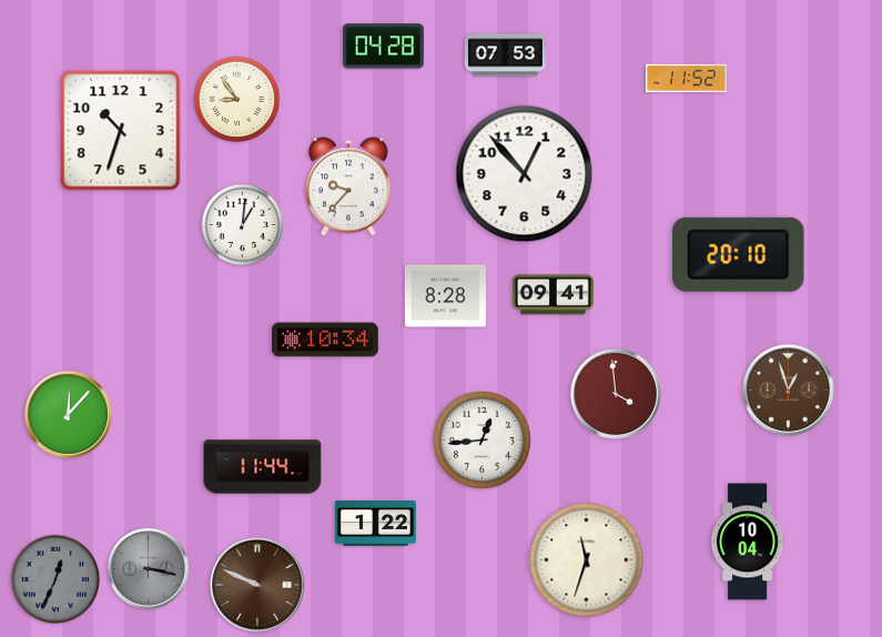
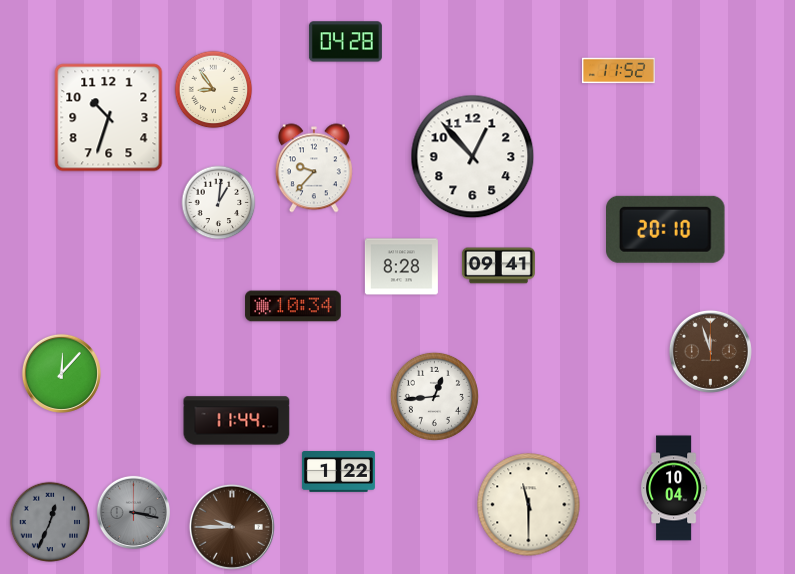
clock at (505, 55): 07:53 -> none
clock at (788, 390): 12:57 -> 11:57
clock at (616, 394): 3:59 -> none
clock at (587, 560): 11:33 -> 11:30
clock at (257, 585): 9:49 -> 9:45
